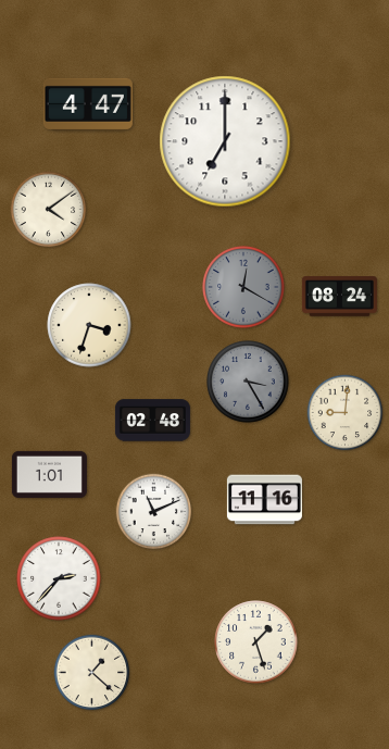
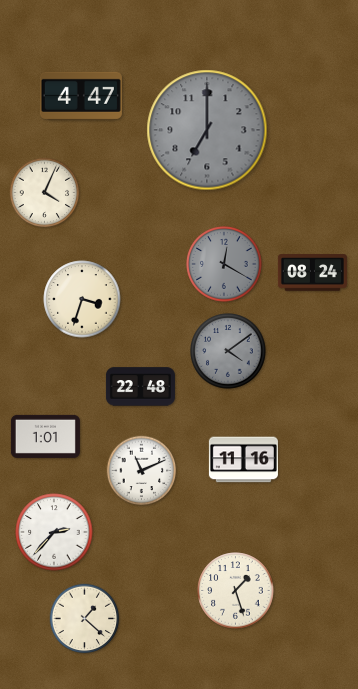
clock at (225, 141) dial: white -> grey
clock at (49, 210): 4:09 -> 4:04
clock at (248, 382): 3:25 -> 4:09
clock at (346, 413): 9:01 -> none
clock at (152, 421): 02:48 -> 22:48
